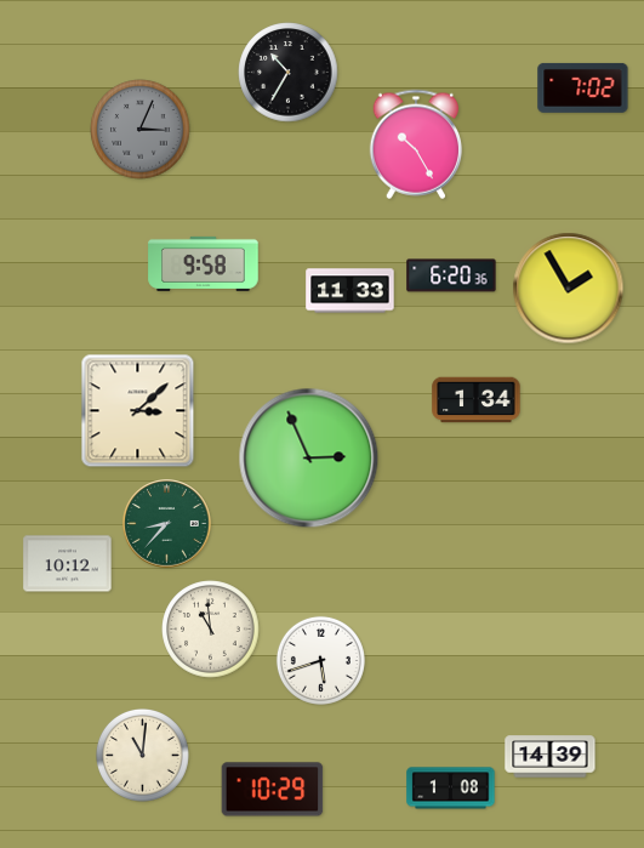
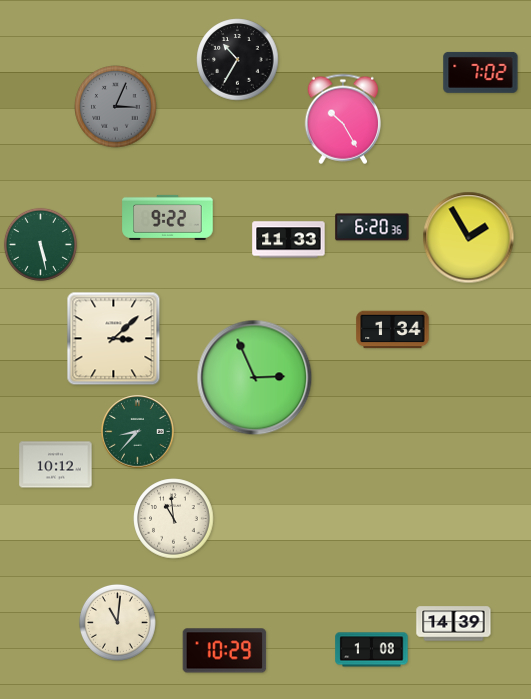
clock at (204, 263): 9:58 -> 9:22
clock at (40, 244): none -> 5:28
clock at (320, 660): 5:42 -> none
